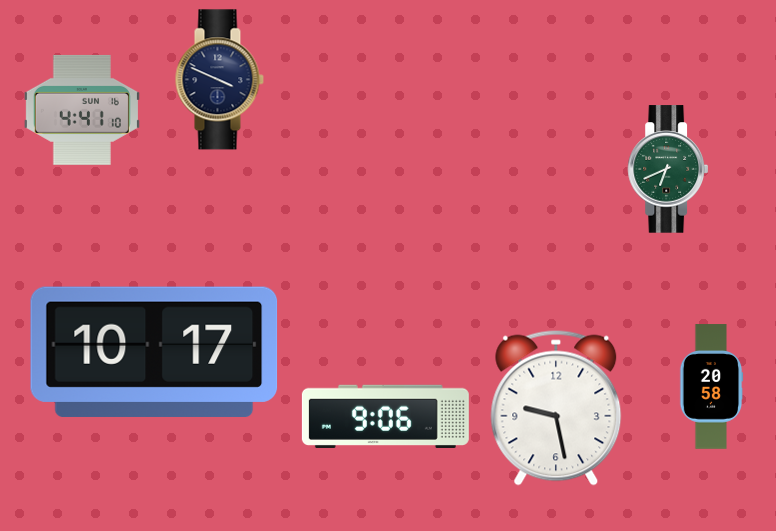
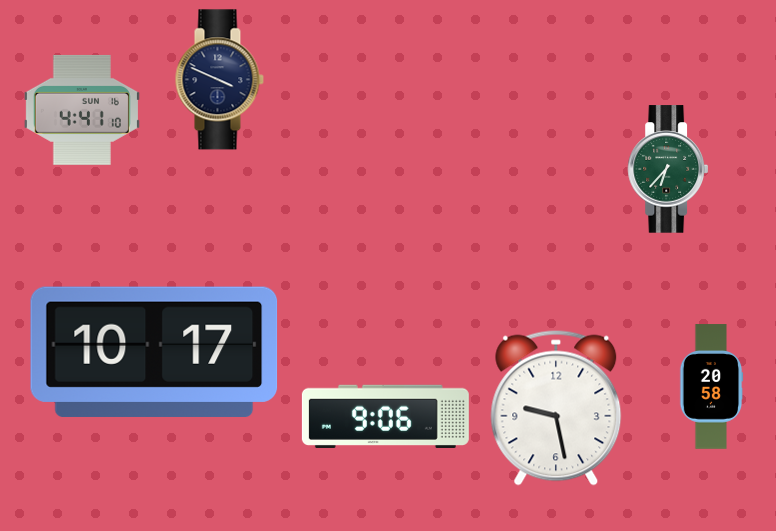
clock at (667, 169): 6:41 -> 6:37
